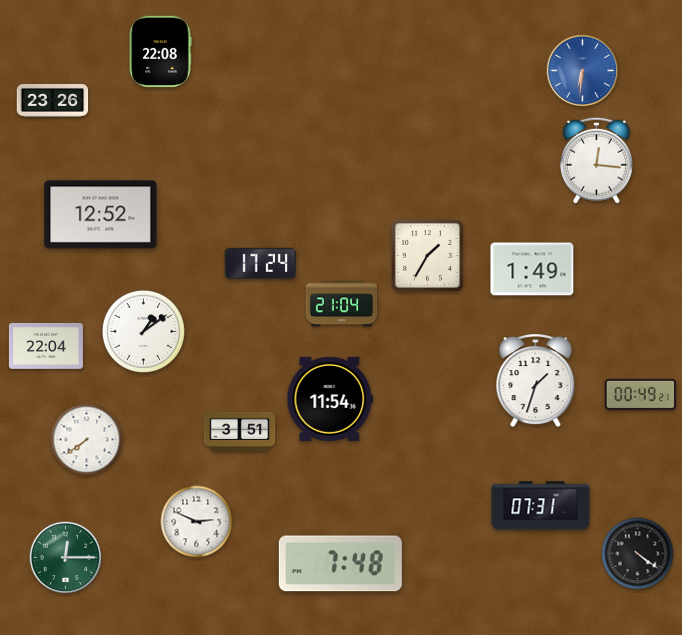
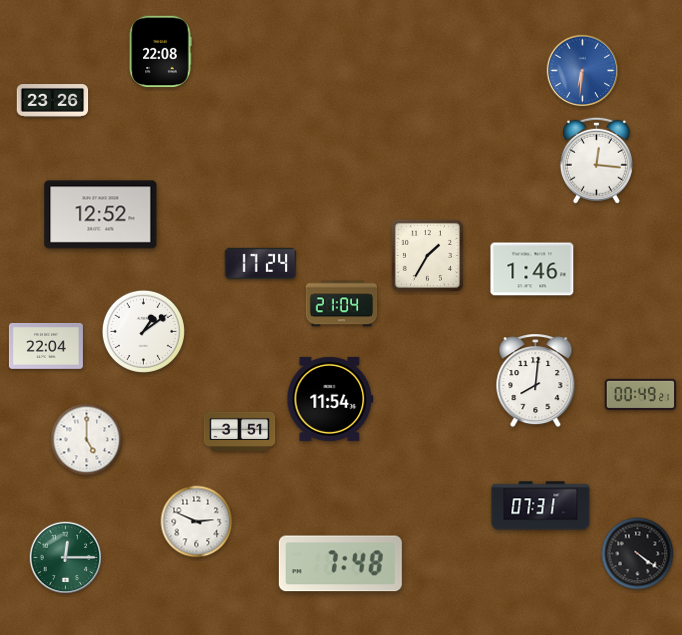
clock at (532, 269): 1:49 -> 1:46
clock at (536, 381): 1:33 -> 8:01
clock at (87, 440): 7:39 -> 5:00
